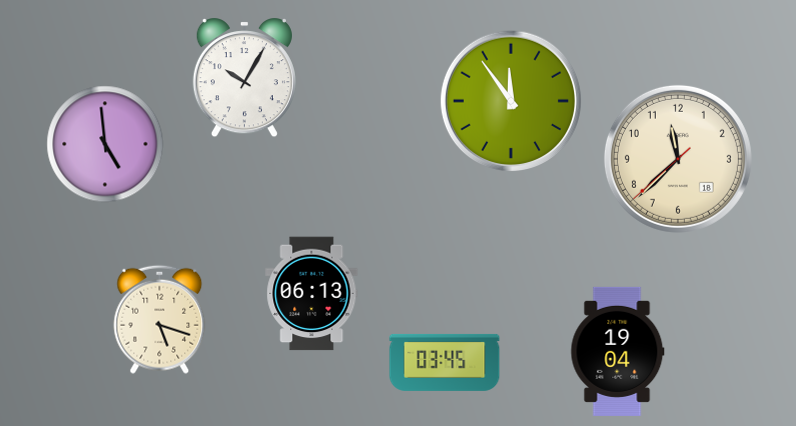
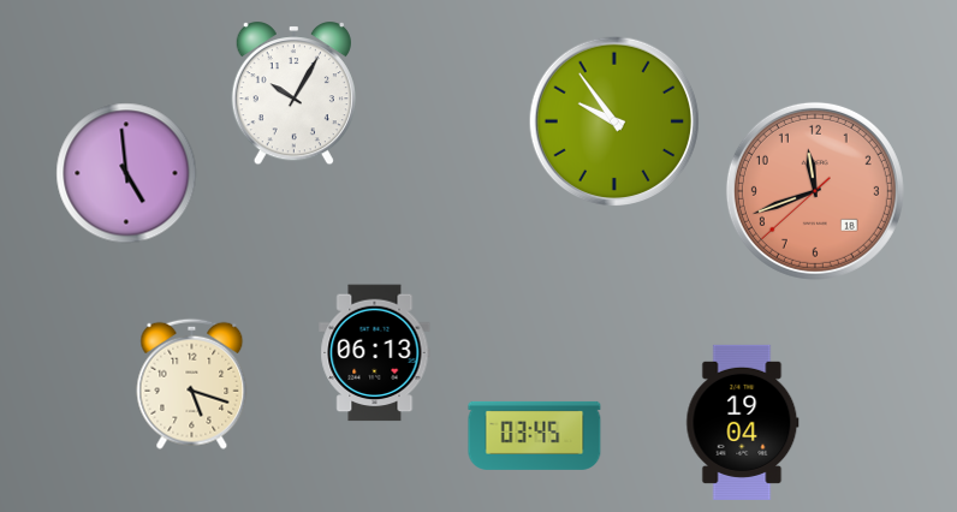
clock at (510, 100): 11:54 -> 9:54
clock at (678, 159): 11:37 -> 11:41
clock at (678, 159) dial: cream -> salmon
